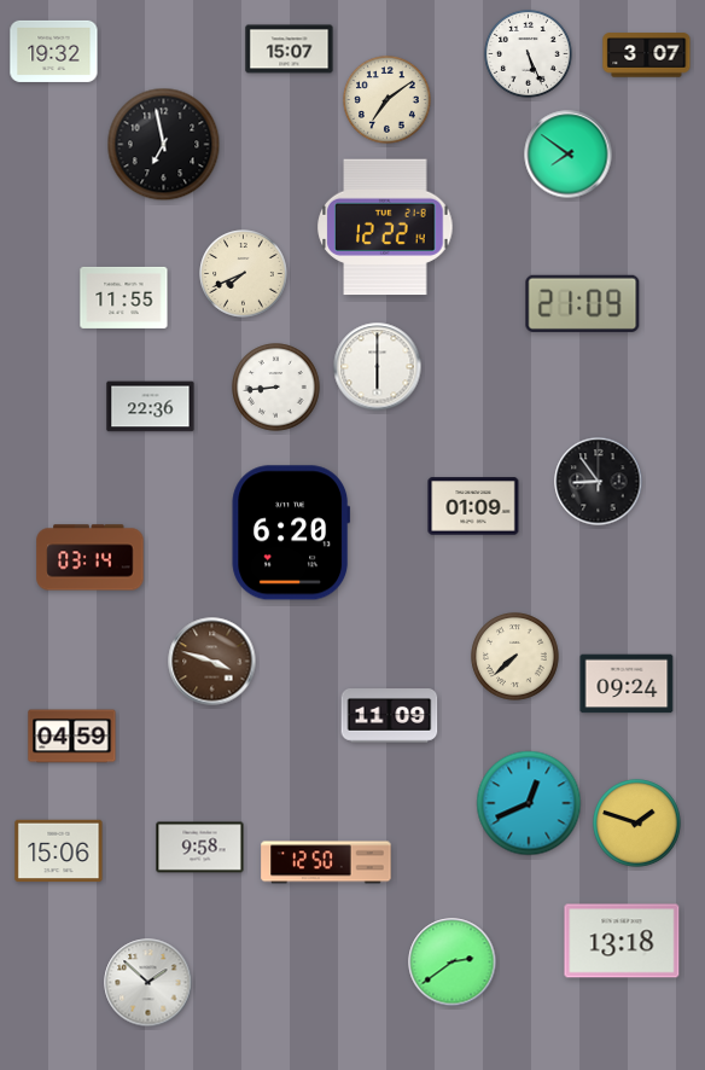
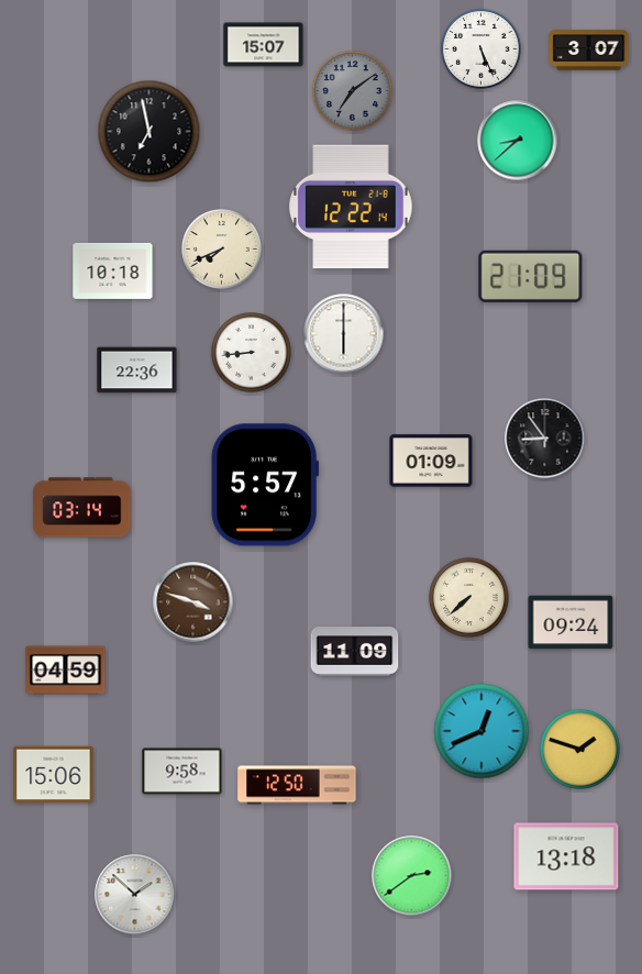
clock at (54, 51): 19:32 -> none
clock at (388, 100) dial: cream -> grey
clock at (569, 155): 7:51 -> 8:38
clock at (124, 297): 11:55 -> 10:18
clock at (291, 533): 6:20 -> 5:57
